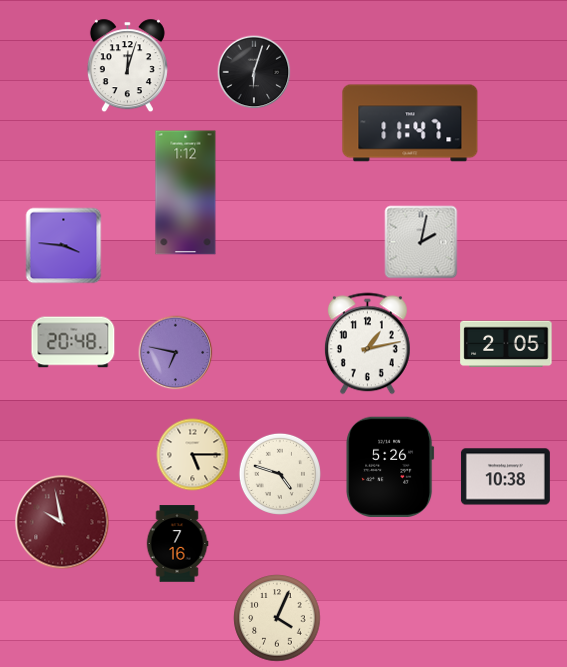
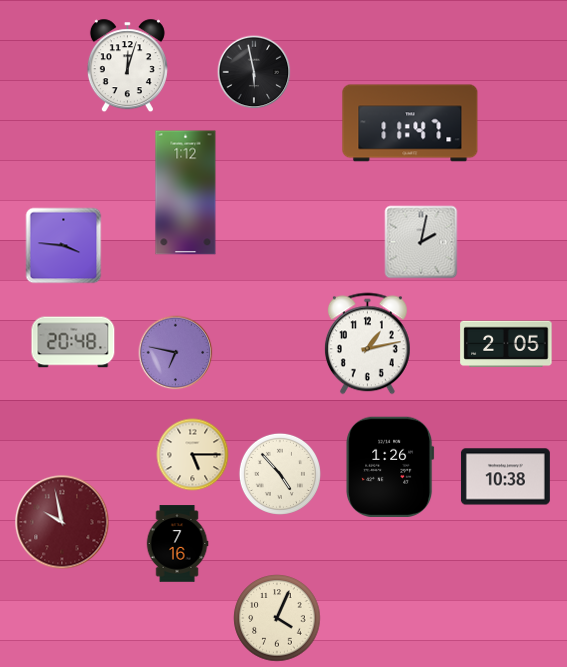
clock at (254, 72): 6:03 -> 5:58
clock at (390, 467): 5:26 -> 1:26
clock at (280, 474): 4:48 -> 4:53
